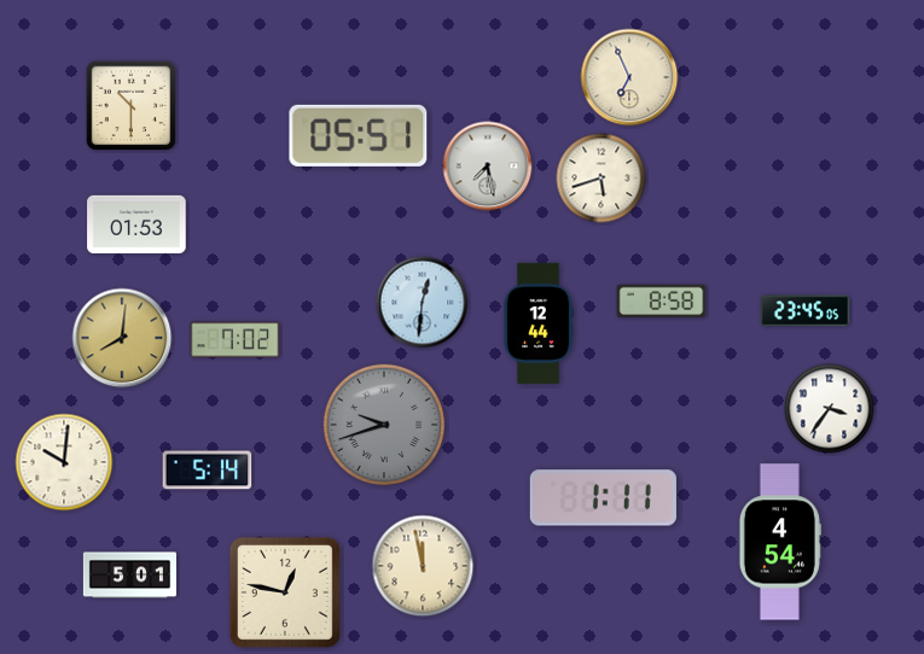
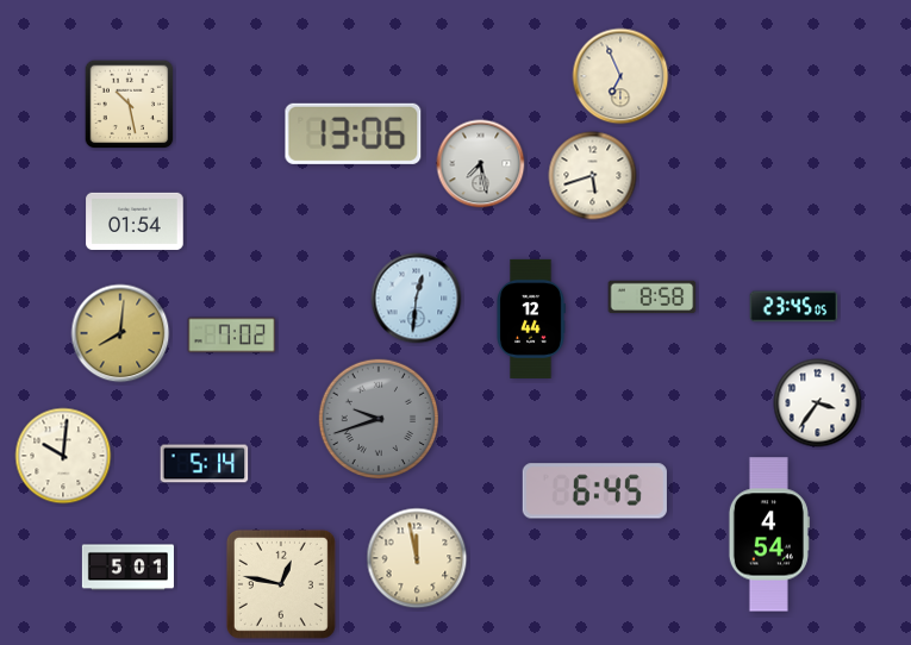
clock at (132, 106): 10:30 -> 10:28
clock at (359, 135): 05:51 -> 13:06
clock at (136, 224): 01:53 -> 01:54
clock at (603, 498): 1:11 -> 6:45
